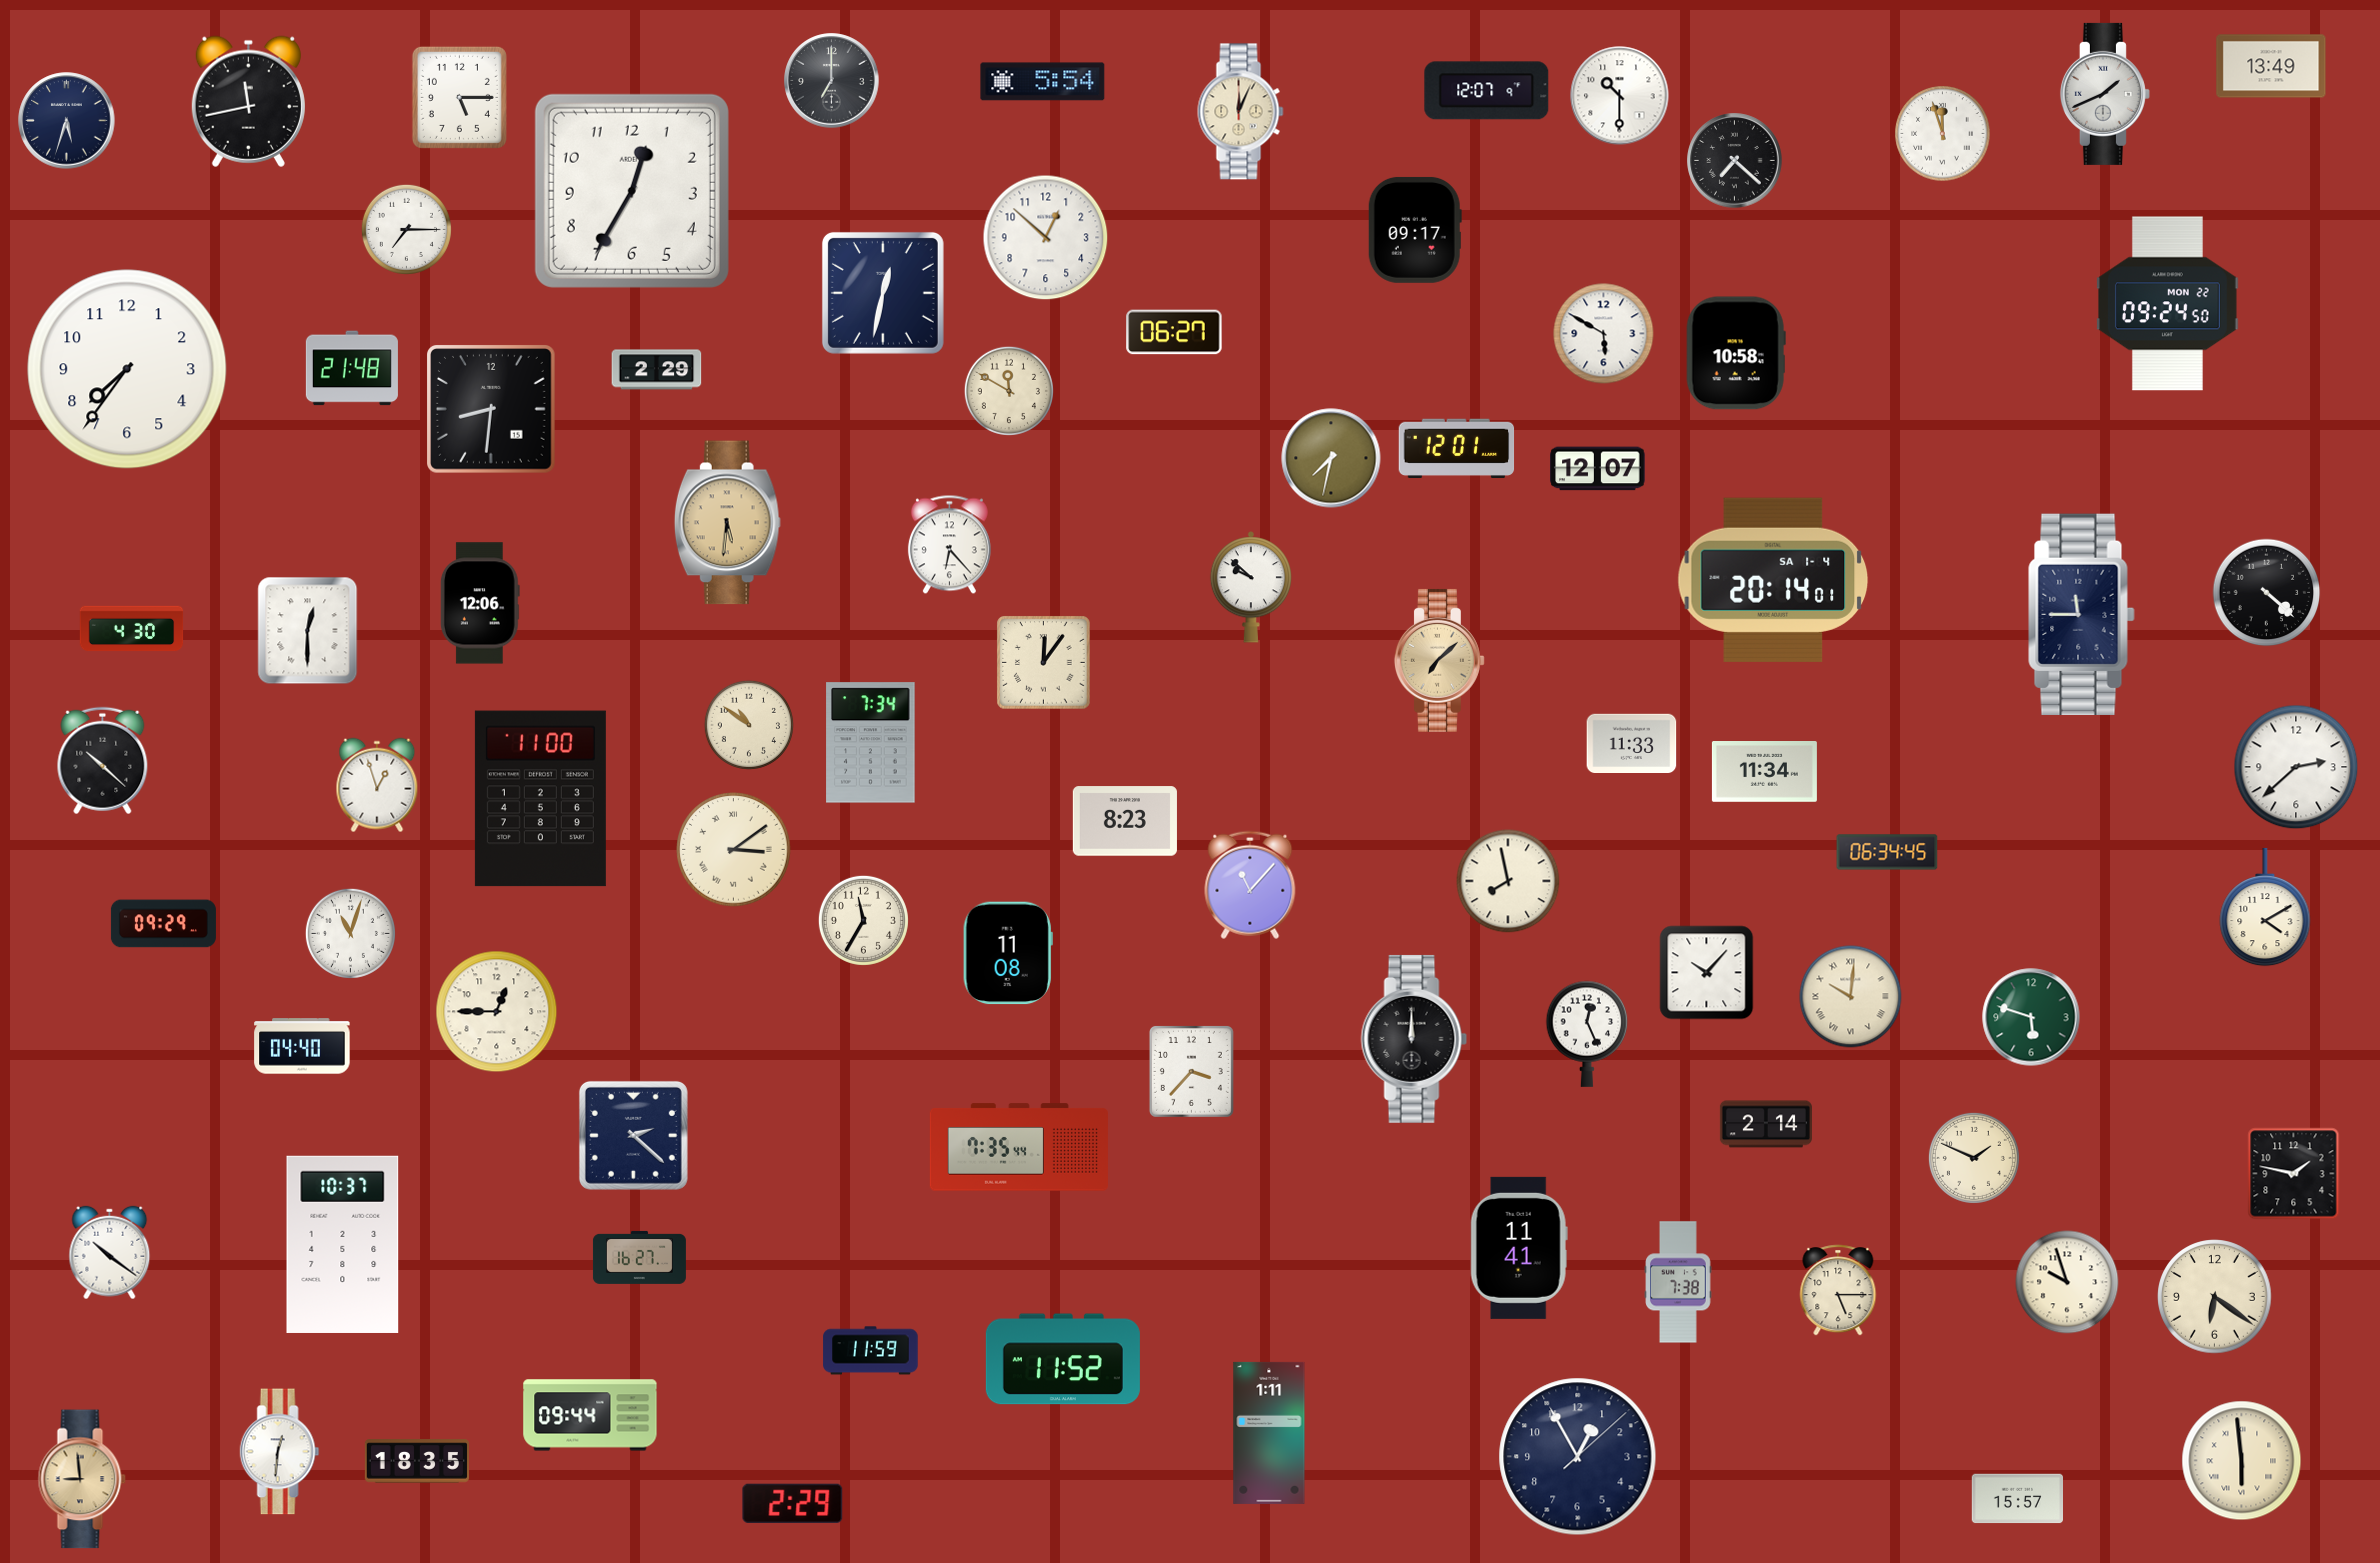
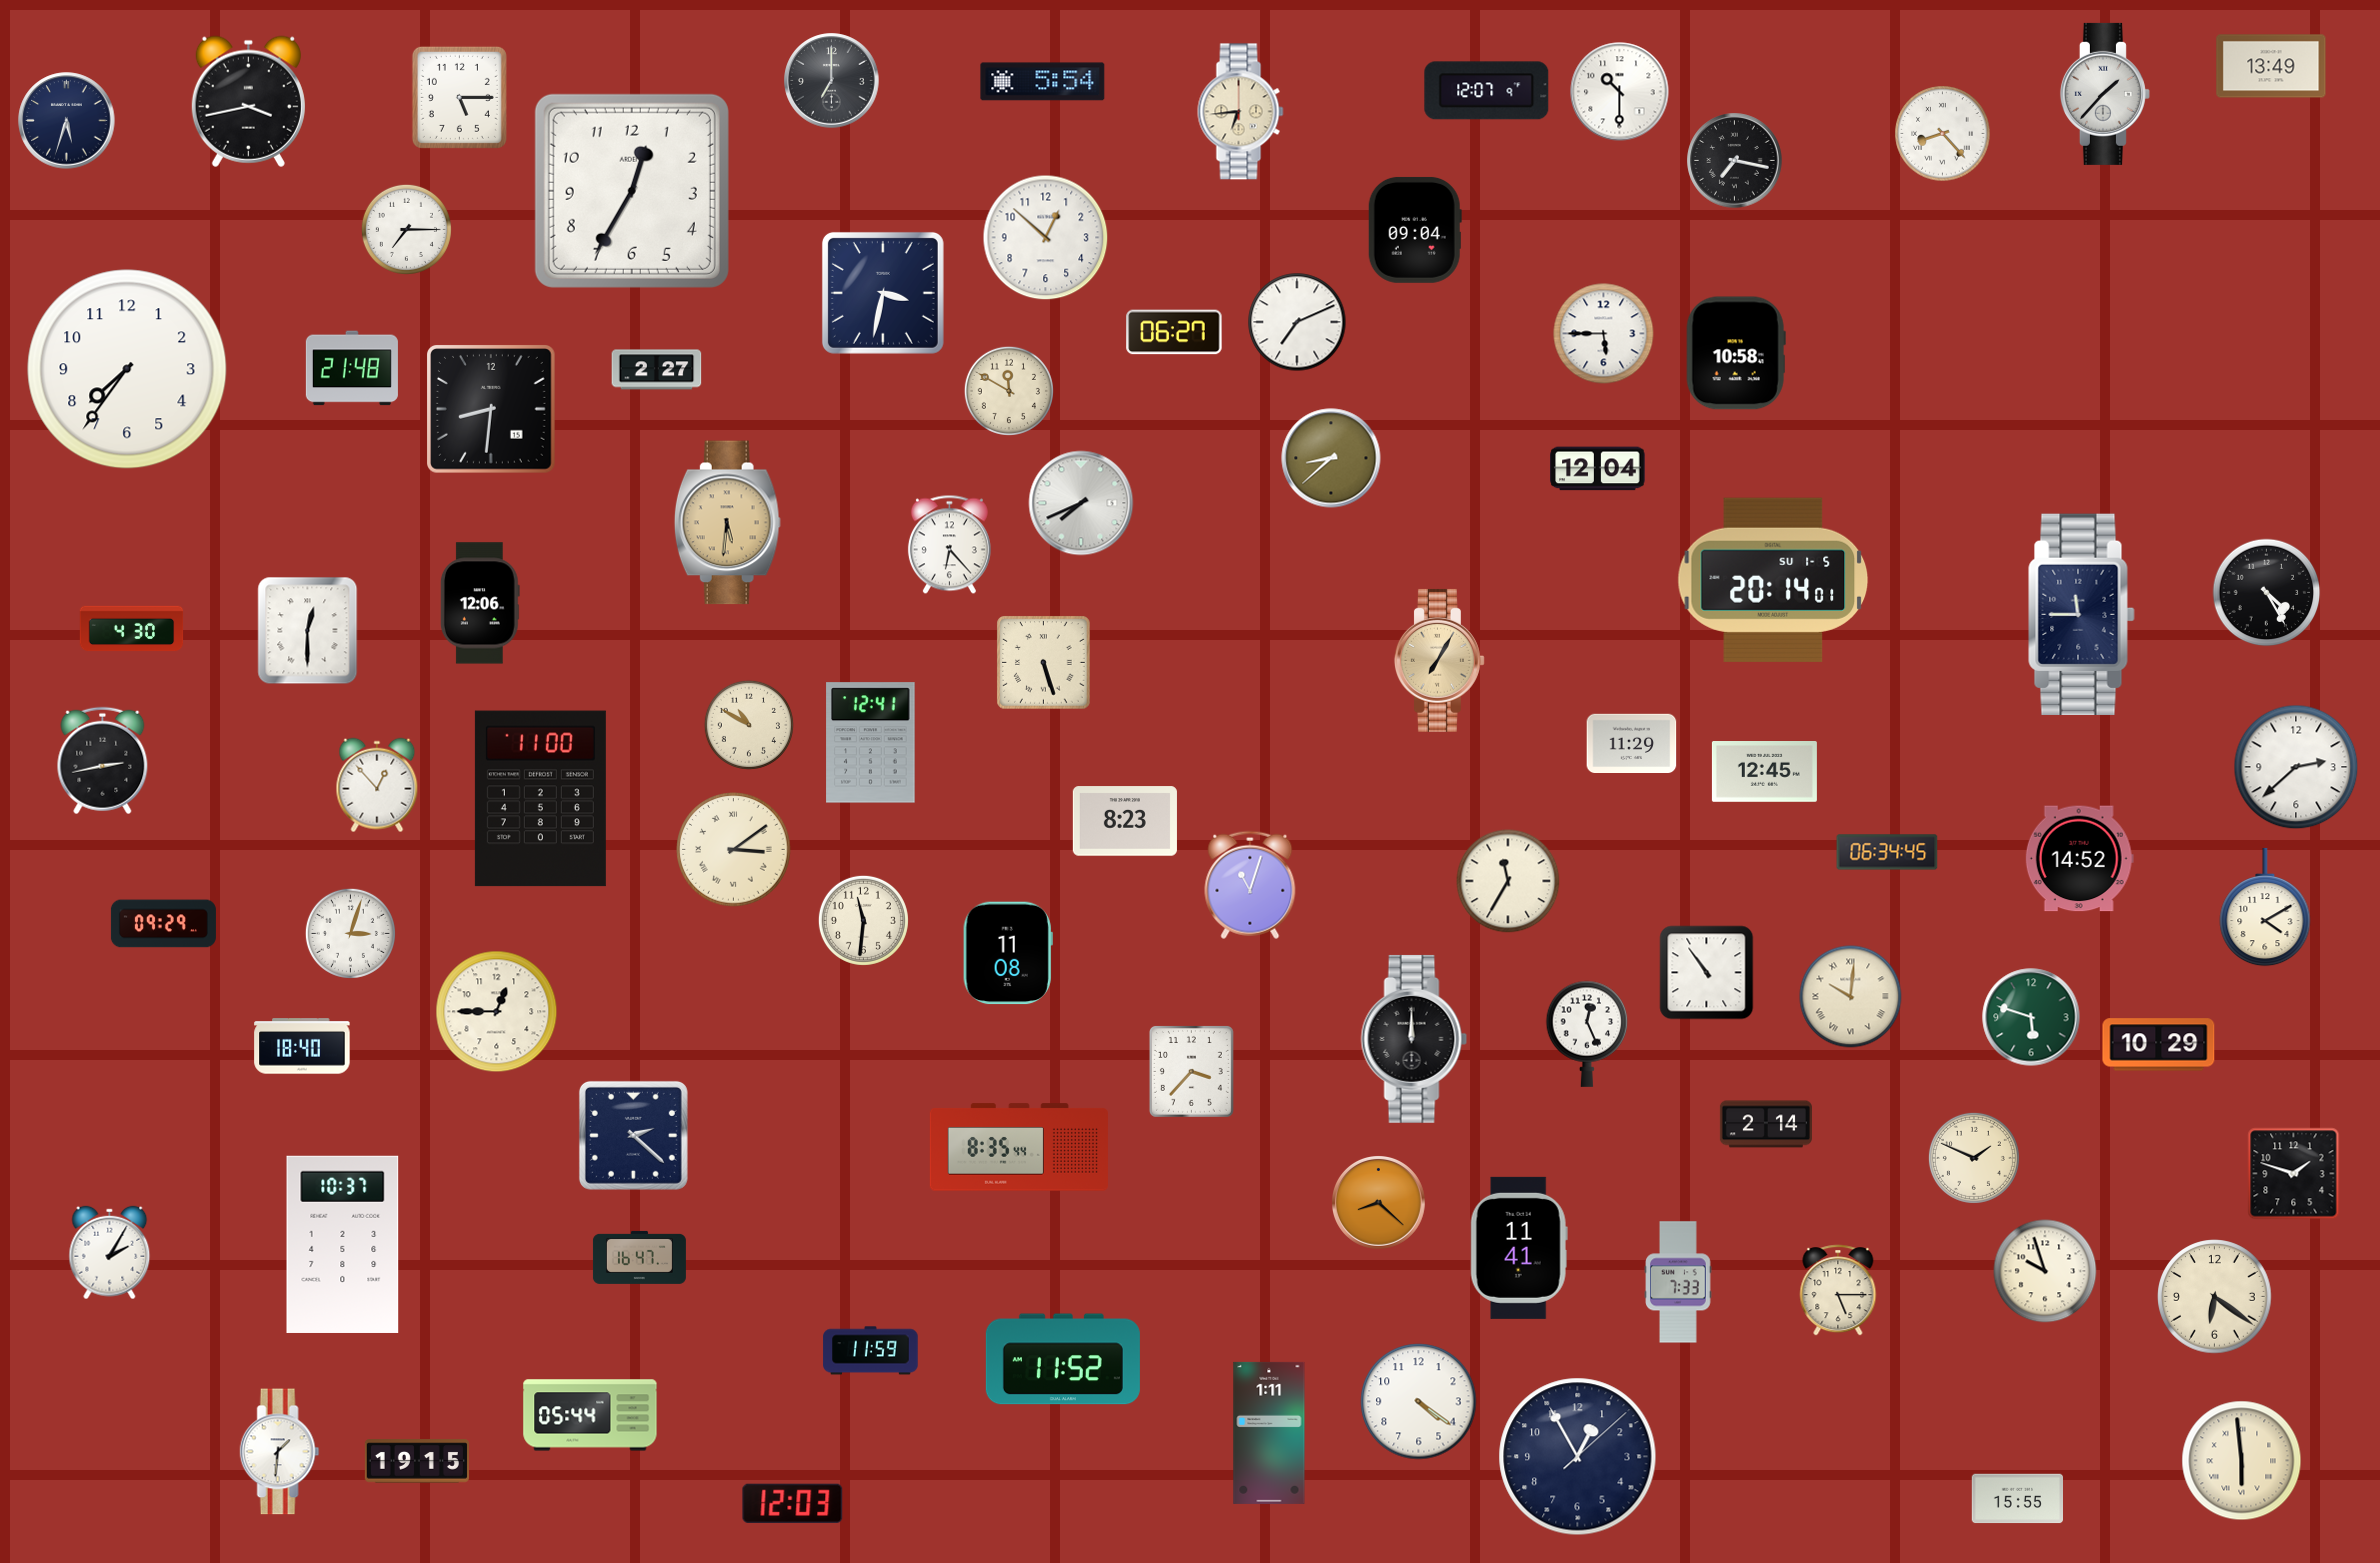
clock at (2105, 94): 1:41 -> 1:37
clock at (1620, 96) position: (1620, 96) -> (1620, 92)
clock at (248, 101): 11:43 -> 3:43
clock at (1241, 112): 12:04 -> 6:44
clock at (1943, 134): 11:57 -> 8:23
clock at (1735, 161): 7:22 -> 7:17
clock at (1415, 230): 09:17 -> 09:04
clock at (883, 293): 12:32 -> 3:32
clock at (2168, 304): 09:24 -> none
clock at (1297, 322): none -> 7:11
clock at (1604, 334): 5:50 -> 5:45
clock at (657, 370): 2:29 -> 2:27
clock at (1457, 449): 12:01 -> none
clock at (1331, 458): 7:32 -> 8:38
clock at (1598, 469): 12:07 -> 12:04
clock at (1081, 503): none -> 7:41
clock at (1773, 580) date: SA 1-4 -> SU 1-5
clock at (1250, 587): 9:52 -> none
clock at (2267, 593): 4:22 -> 4:25
clock at (1439, 660): 7:08 -> 7:05
clock at (1044, 663): 12:06 -> 5:27
clock at (749, 725): 10:51 -> 10:50
clock at (871, 743): 7:34 -> 12:41
clock at (1632, 743): 11:33 -> 11:29
clock at (103, 761): 10:22 -> 2:43
clock at (1764, 772): 11:34 -> 12:45
clock at (377, 785): 12:57 -> 12:53
clock at (2079, 859): none -> 14:52
clock at (1508, 881): 7:58 -> 11:35
clock at (1250, 885): 11:07 -> 11:03
clock at (863, 920): 11:35 -> 11:31
clock at (350, 933): 11:03 -> 3:03
clock at (1707, 973): 10:07 -> 10:54
clock at (2159, 1045): none -> 10:29
clock at (302, 1046): 04:40 -> 18:40
clock at (1019, 1147): 7:35 -> 8:35
clock at (2294, 1174): 1:47 -> 1:48
clock at (1379, 1203): none -> 8:22
clock at (110, 1253): 10:21 -> 2:05
clock at (639, 1257): 16:27 -> 16:47
clock at (1678, 1282): 7:38 -> 7:33
clock at (2067, 1282) position: (2067, 1282) -> (2045, 1271)
clock at (1419, 1402): none -> 4:21
clock at (590, 1415): 09:44 -> 05:44
clock at (280, 1452): 12:31 -> 1:31
clock at (417, 1461): 18:35 -> 19:15
clock at (82, 1479): 8:59 -> none
clock at (2017, 1499): 15:57 -> 15:55
clock at (793, 1503): 2:29 -> 12:03
